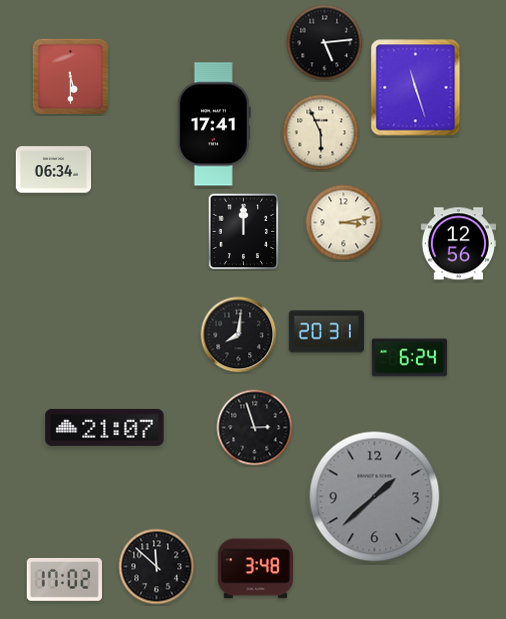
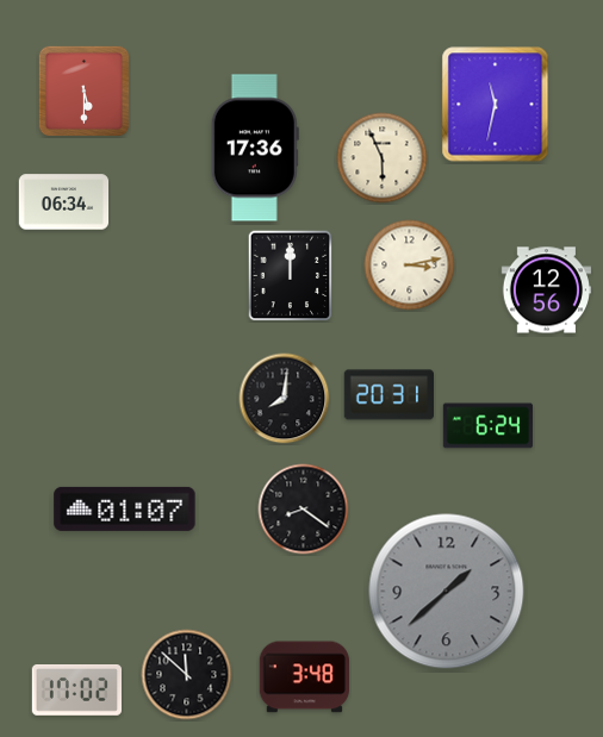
clock at (325, 43): 5:14 -> none
clock at (416, 88): 11:27 -> 11:32
clock at (214, 124): 17:41 -> 17:36
clock at (105, 427): 21:07 -> 01:07
clock at (255, 428): 2:57 -> 8:21
